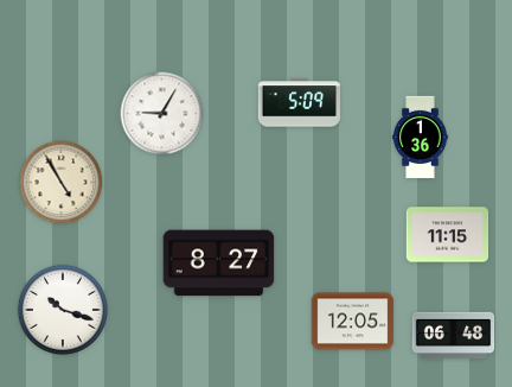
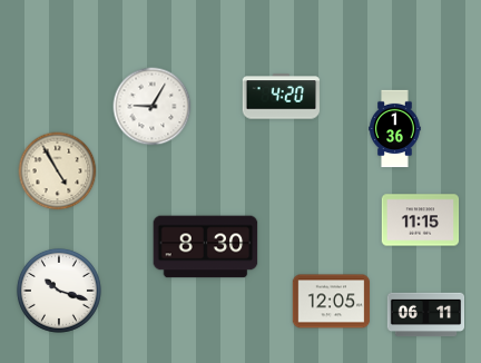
clock at (300, 103): 5:09 -> 4:20
clock at (219, 264): 8:27 -> 8:30
clock at (454, 336): 06:48 -> 06:11
